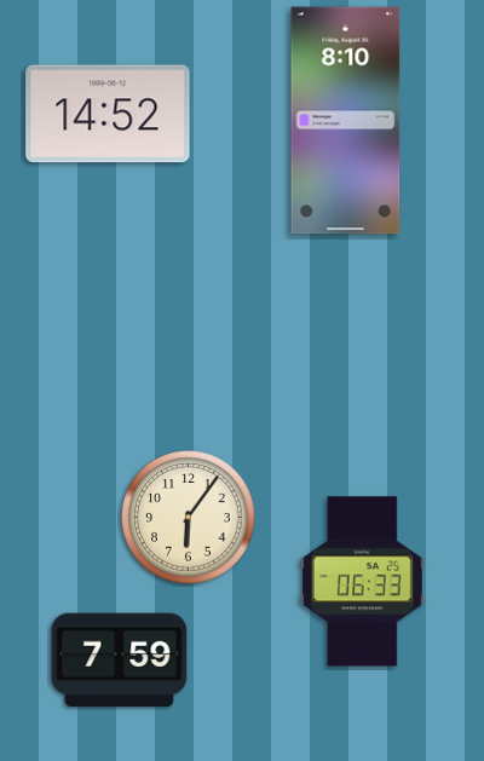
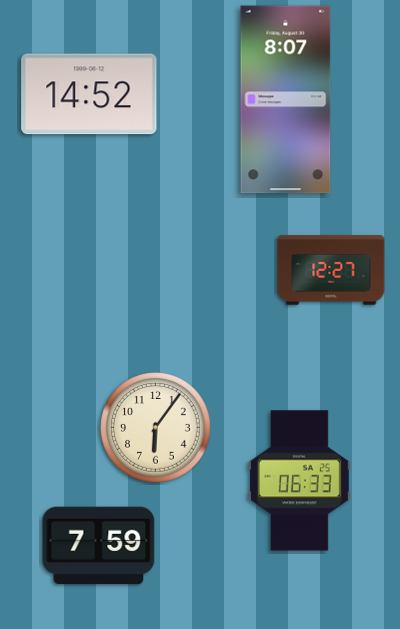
clock at (346, 121): 8:10 -> 8:07
clock at (331, 270): none -> 12:27
